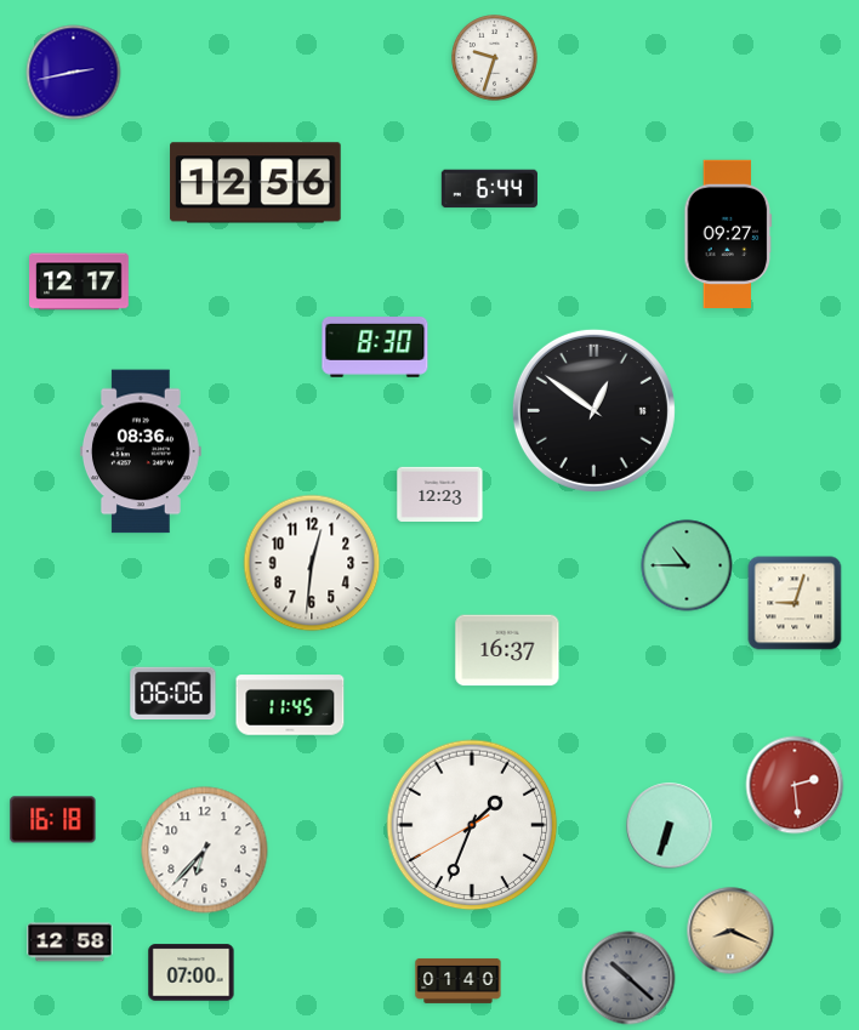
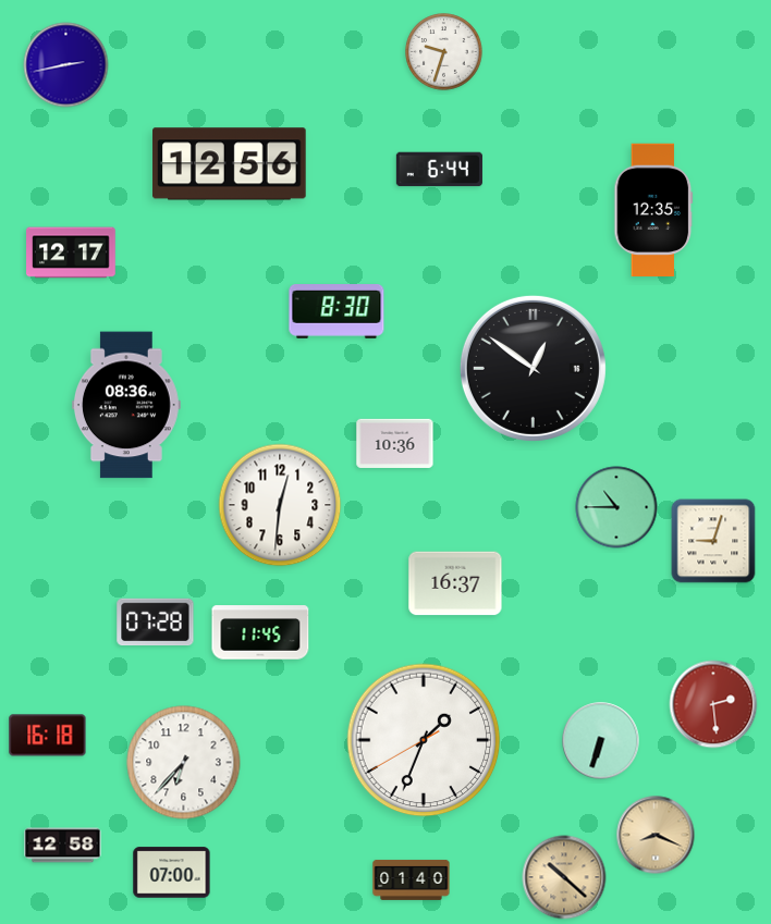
clock at (728, 233): 09:27 -> 12:35
clock at (440, 494): 12:23 -> 10:36
clock at (173, 694): 06:06 -> 07:28
clock at (628, 978) dial: grey -> champagne
